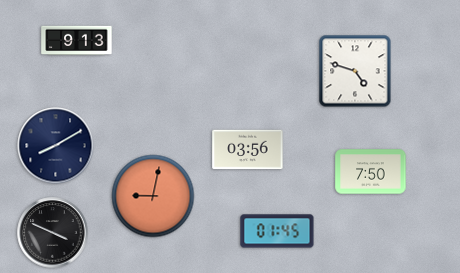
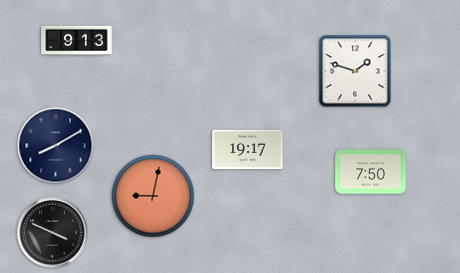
clock at (355, 71): 4:48 -> 1:48
clock at (248, 150): 03:56 -> 19:17
clock at (277, 231): 01:45 -> none
